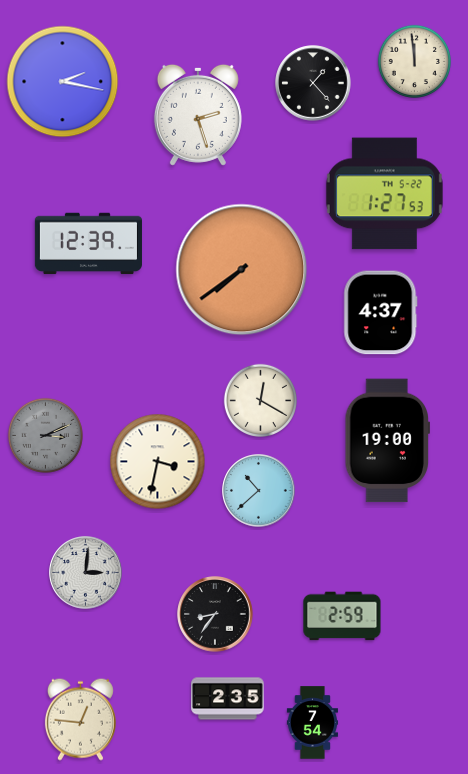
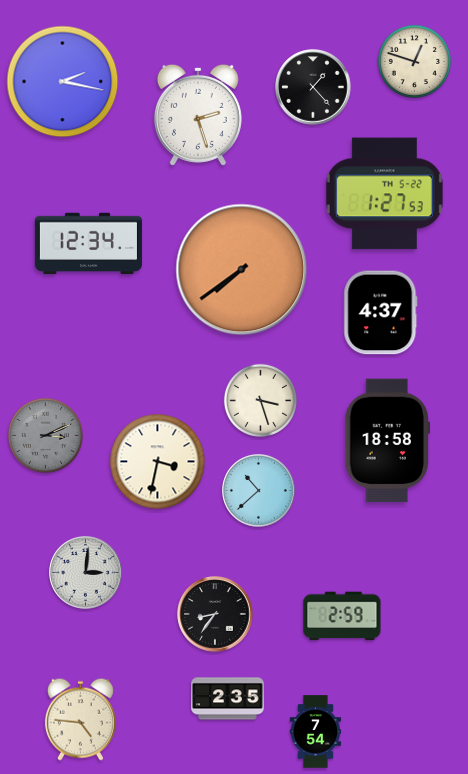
clock at (414, 61): 11:59 -> 12:48
clock at (313, 83) position: (313, 83) -> (313, 87)
clock at (88, 244): 12:39 -> 12:34
clock at (260, 400): 12:20 -> 3:27
clock at (387, 441): 19:00 -> 18:58
clock at (80, 719): 12:46 -> 4:46
clock at (313, 723) position: (313, 723) -> (316, 732)
